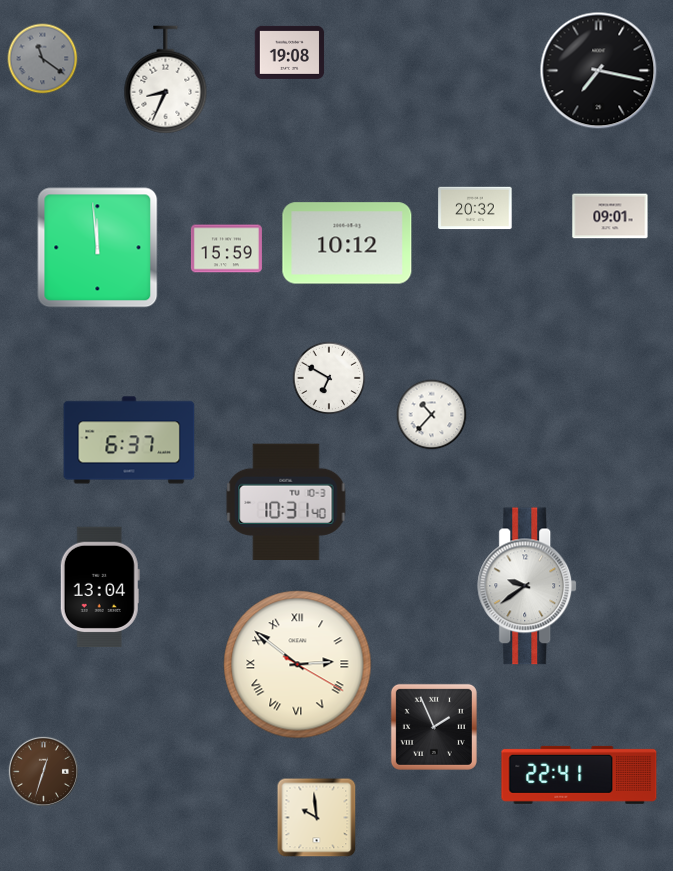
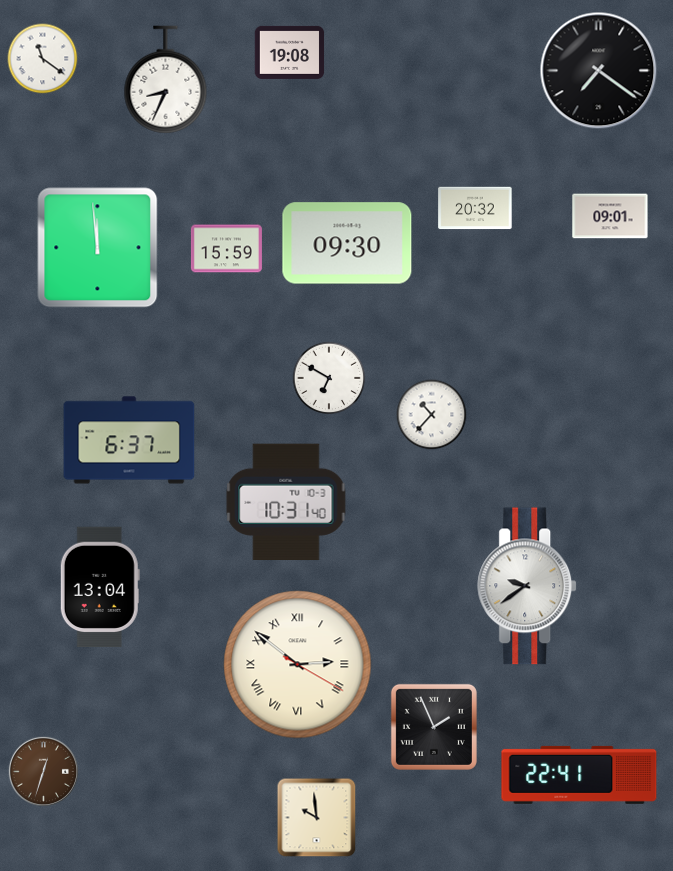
clock at (43, 59) dial: grey -> white
clock at (599, 71): 7:17 -> 7:21
clock at (347, 243): 10:12 -> 09:30
